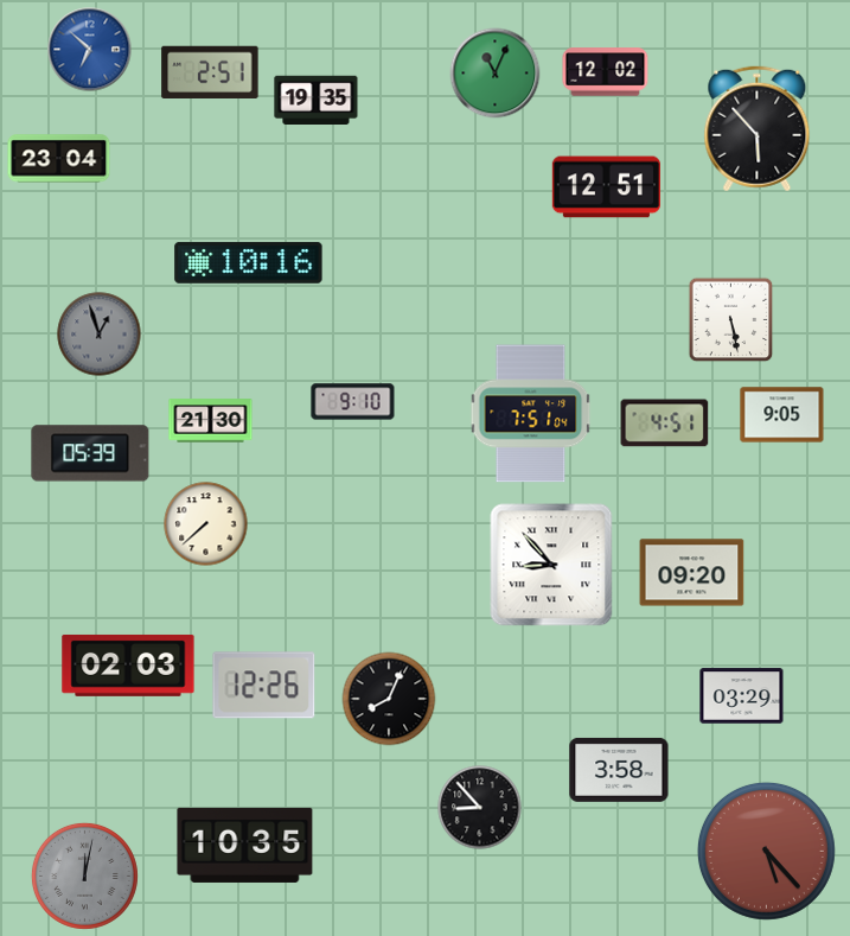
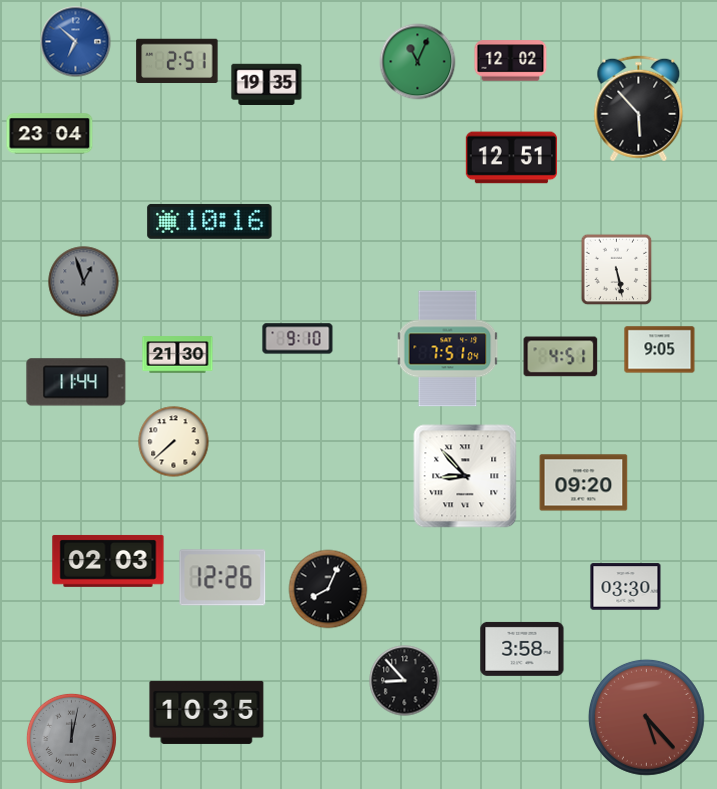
clock at (90, 453): 05:39 -> 11:44
clock at (742, 696): 03:29 -> 03:30
